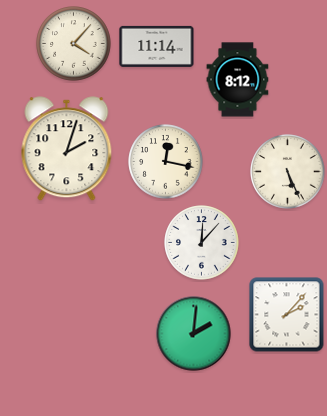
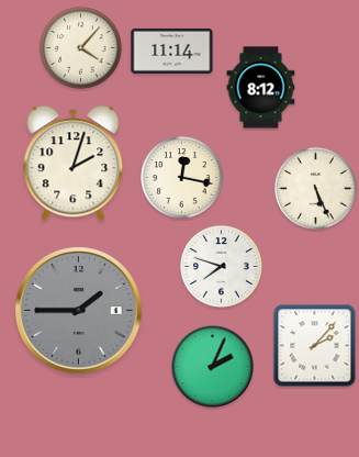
clock at (202, 243): 12:07 -> 7:48
clock at (79, 311): none -> 1:45
clock at (194, 334): 2:01 -> 2:04
